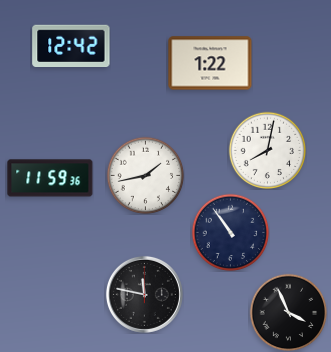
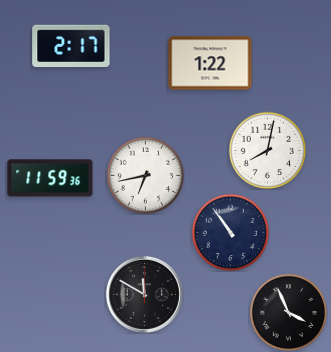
clock at (71, 45): 12:42 -> 2:17
clock at (145, 175): 1:43 -> 6:43
clock at (144, 294): 11:47 -> 11:50
